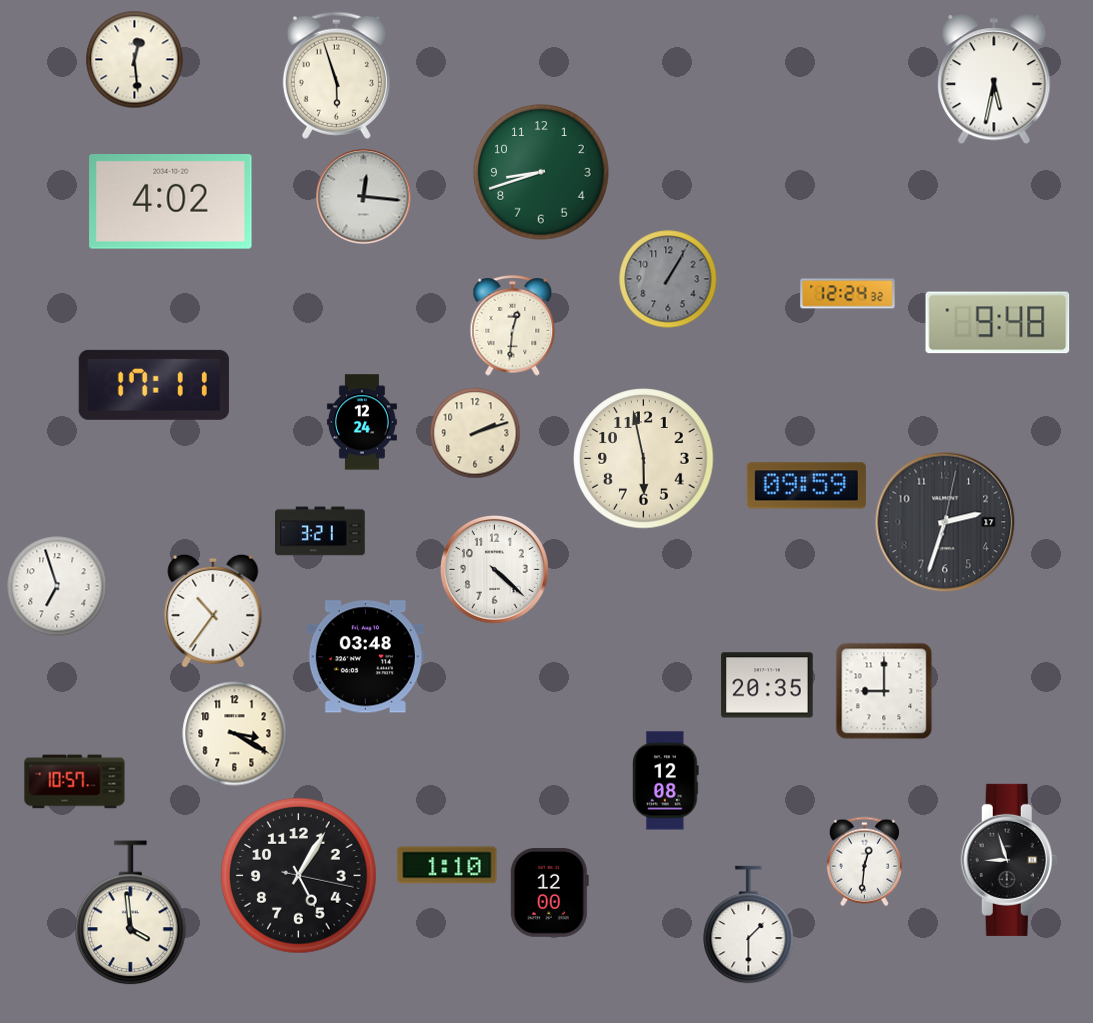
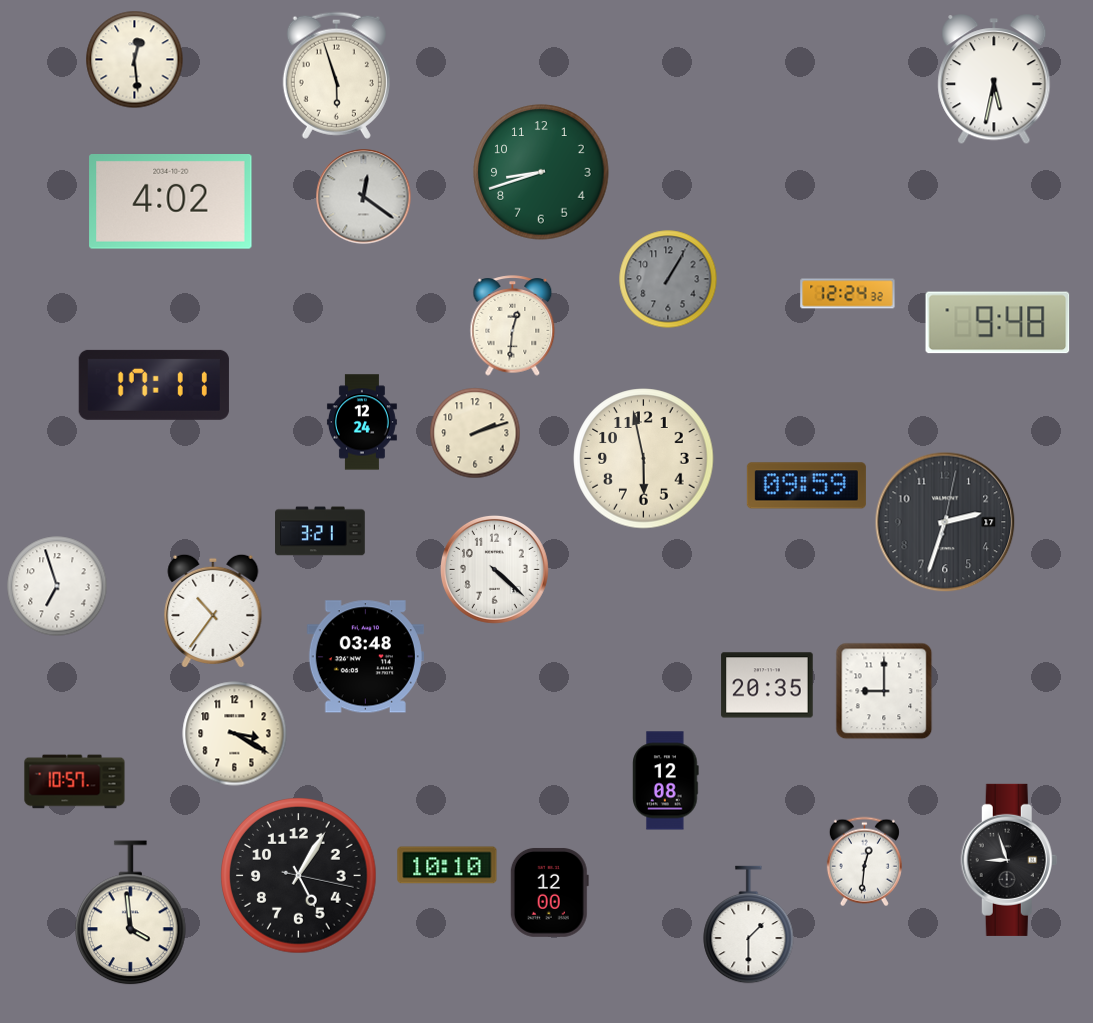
clock at (364, 197): 12:16 -> 12:21
clock at (447, 865): 1:10 -> 10:10
